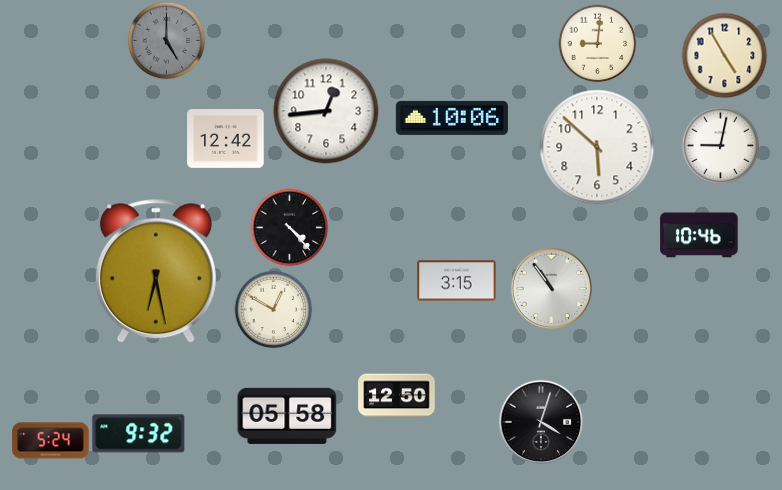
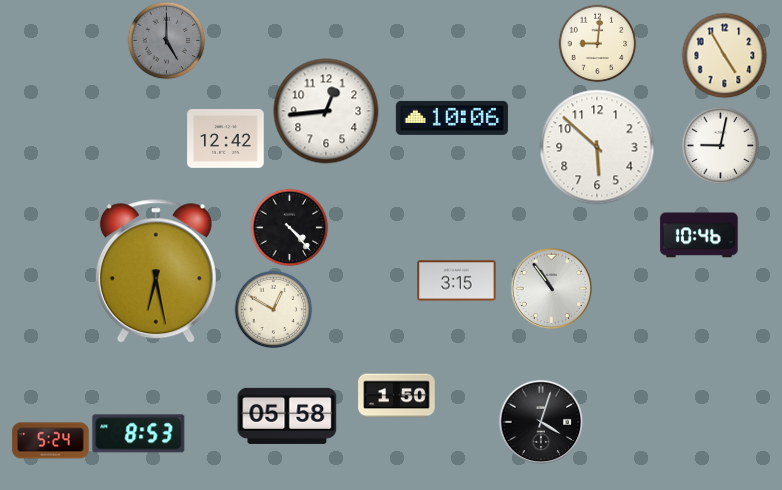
clock at (397, 396): 12:50 -> 1:50
clock at (139, 434): 9:32 -> 8:53
